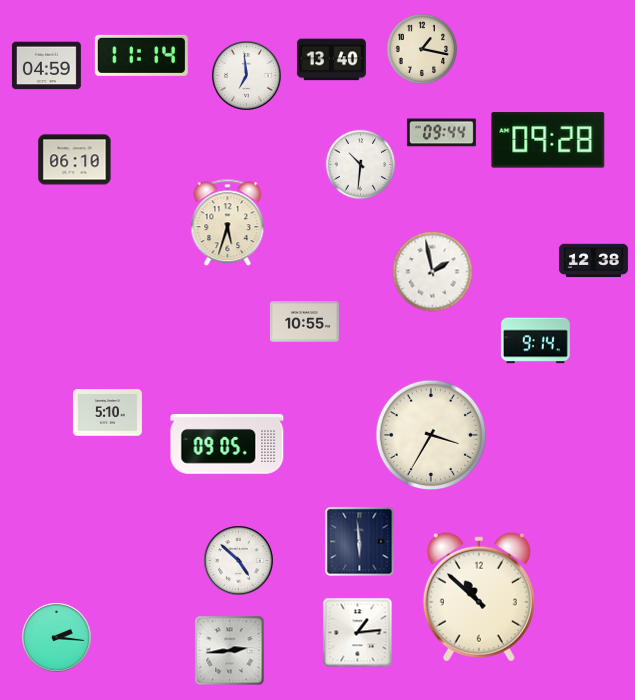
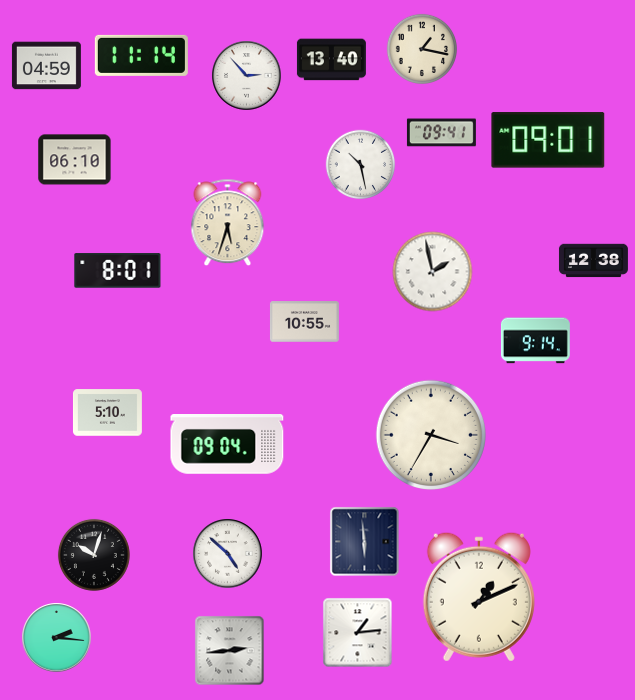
clock at (247, 76): 6:59 -> 2:53
clock at (441, 133): 09:44 -> 09:41
clock at (548, 140): 09:28 -> 09:01
clock at (361, 165): 10:31 -> 10:28
clock at (118, 271): none -> 8:01
clock at (227, 445): 09:05 -> 09:04
clock at (360, 542) position: (360, 542) -> (365, 542)
clock at (94, 555): none -> 10:03
clock at (239, 561) position: (239, 561) -> (228, 554)
clock at (479, 597): 10:52 -> 1:11
